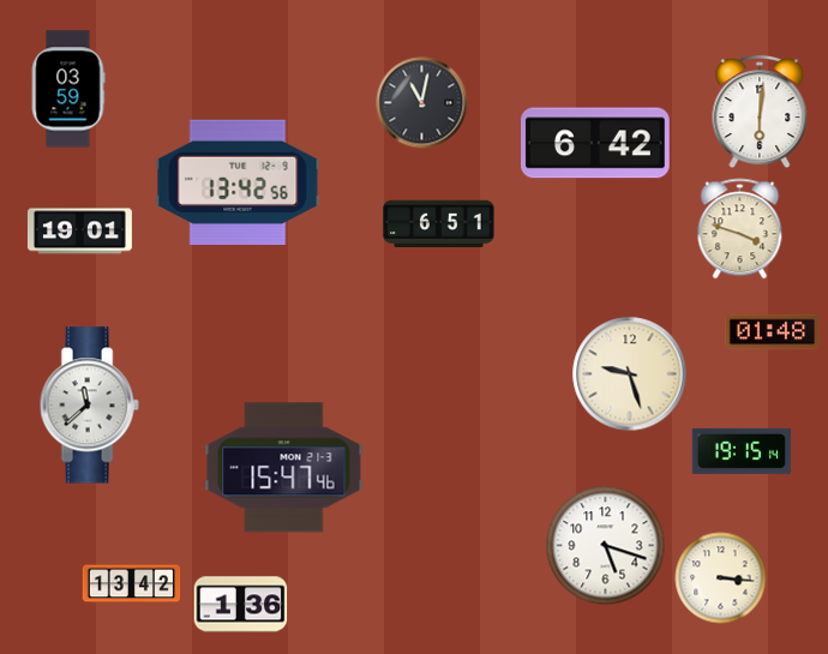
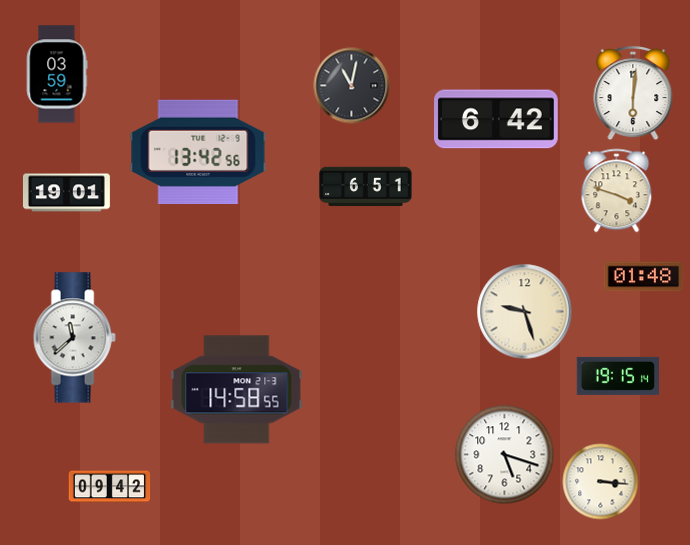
clock at (284, 468): 15:47 -> 14:58
clock at (132, 584): 13:42 -> 09:42
clock at (241, 605): 1:36 -> none
